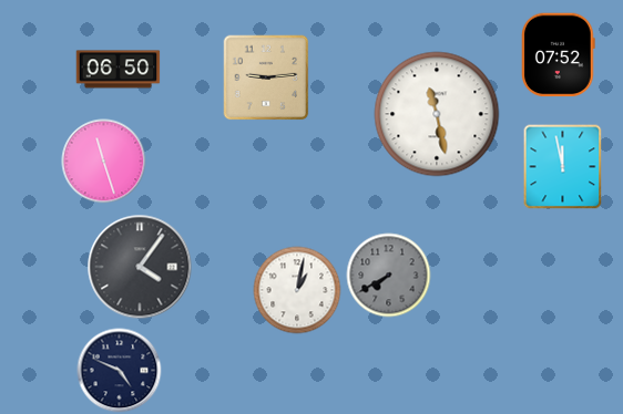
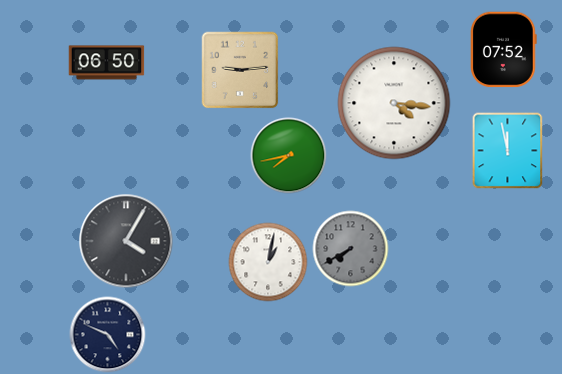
clock at (437, 114): 11:28 -> 4:16
clock at (104, 162): 11:27 -> none
clock at (289, 156): none -> 7:43
clock at (140, 267): 4:06 -> 4:05
